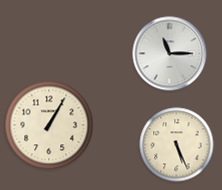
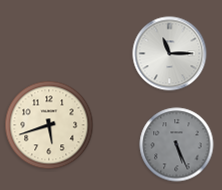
clock at (49, 125): 1:05 -> 5:42
clock at (177, 145) dial: cream -> grey
